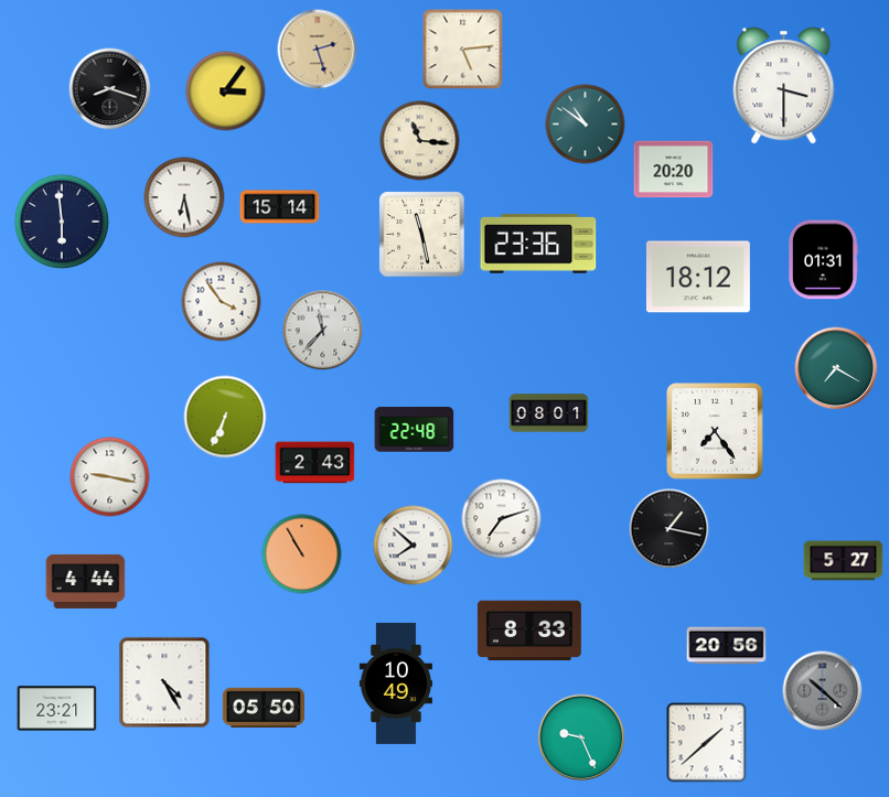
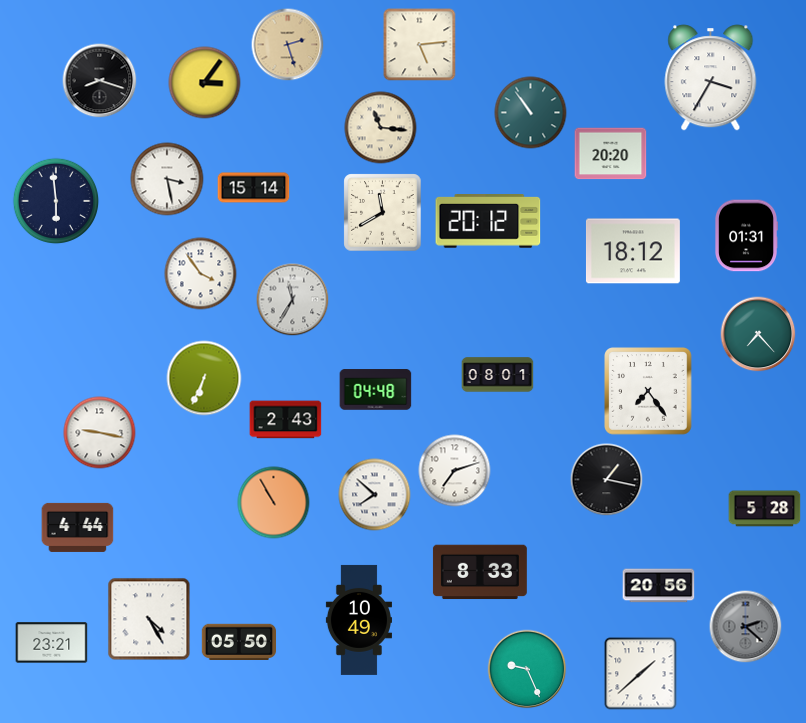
clock at (784, 86): 3:30 -> 3:35
clock at (586, 125): 10:51 -> 10:54
clock at (184, 197): 6:28 -> 3:28
clock at (422, 235): 11:28 -> 11:40
clock at (538, 245): 23:36 -> 20:12
clock at (323, 331): 11:37 -> 11:35
clock at (836, 368): 7:20 -> 7:23
clock at (415, 430): 22:48 -> 04:48
clock at (844, 561): 5:27 -> 5:28
clock at (823, 691): 10:22 -> 2:22
